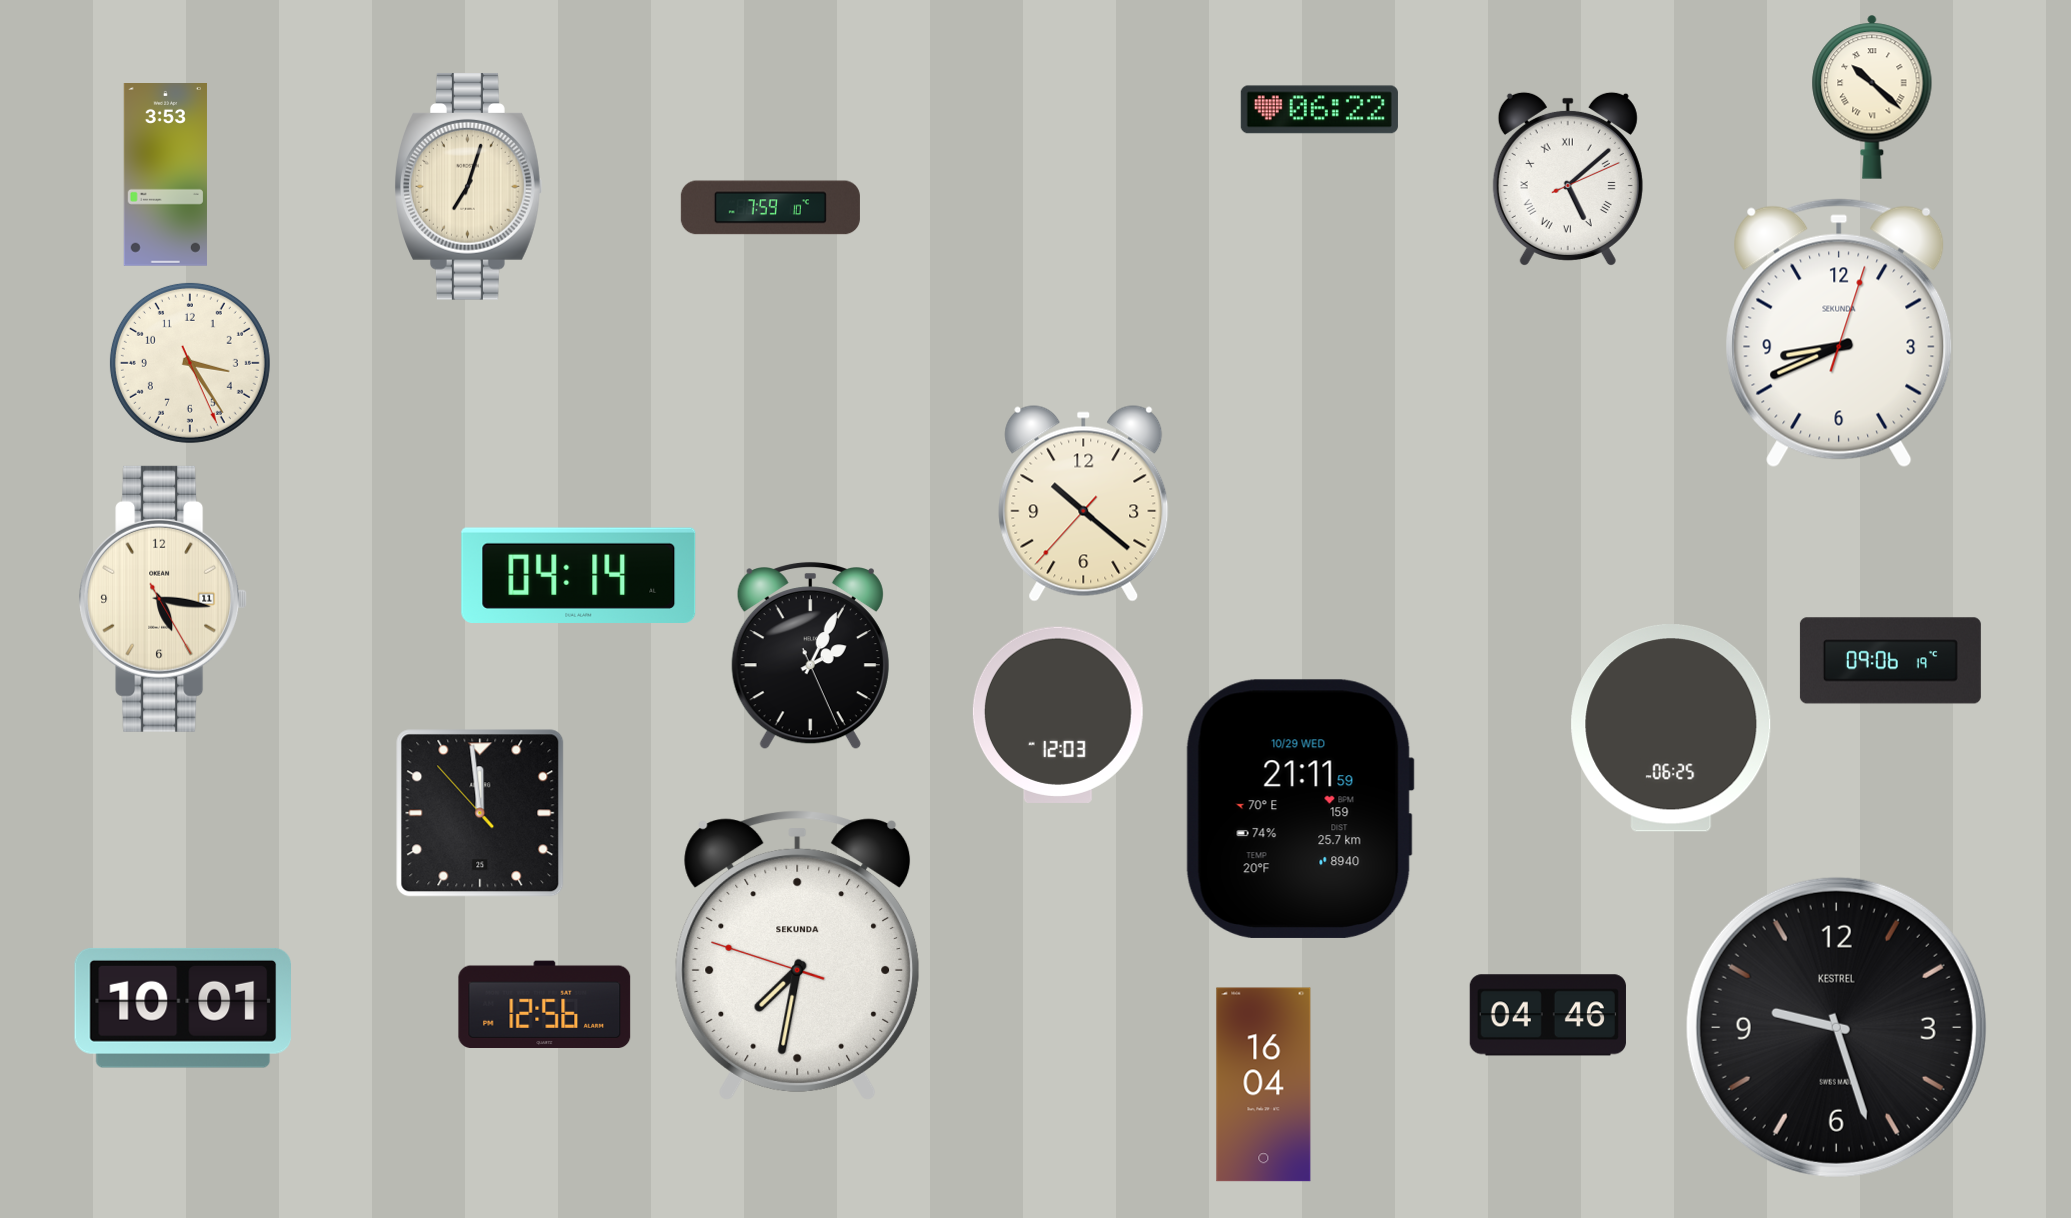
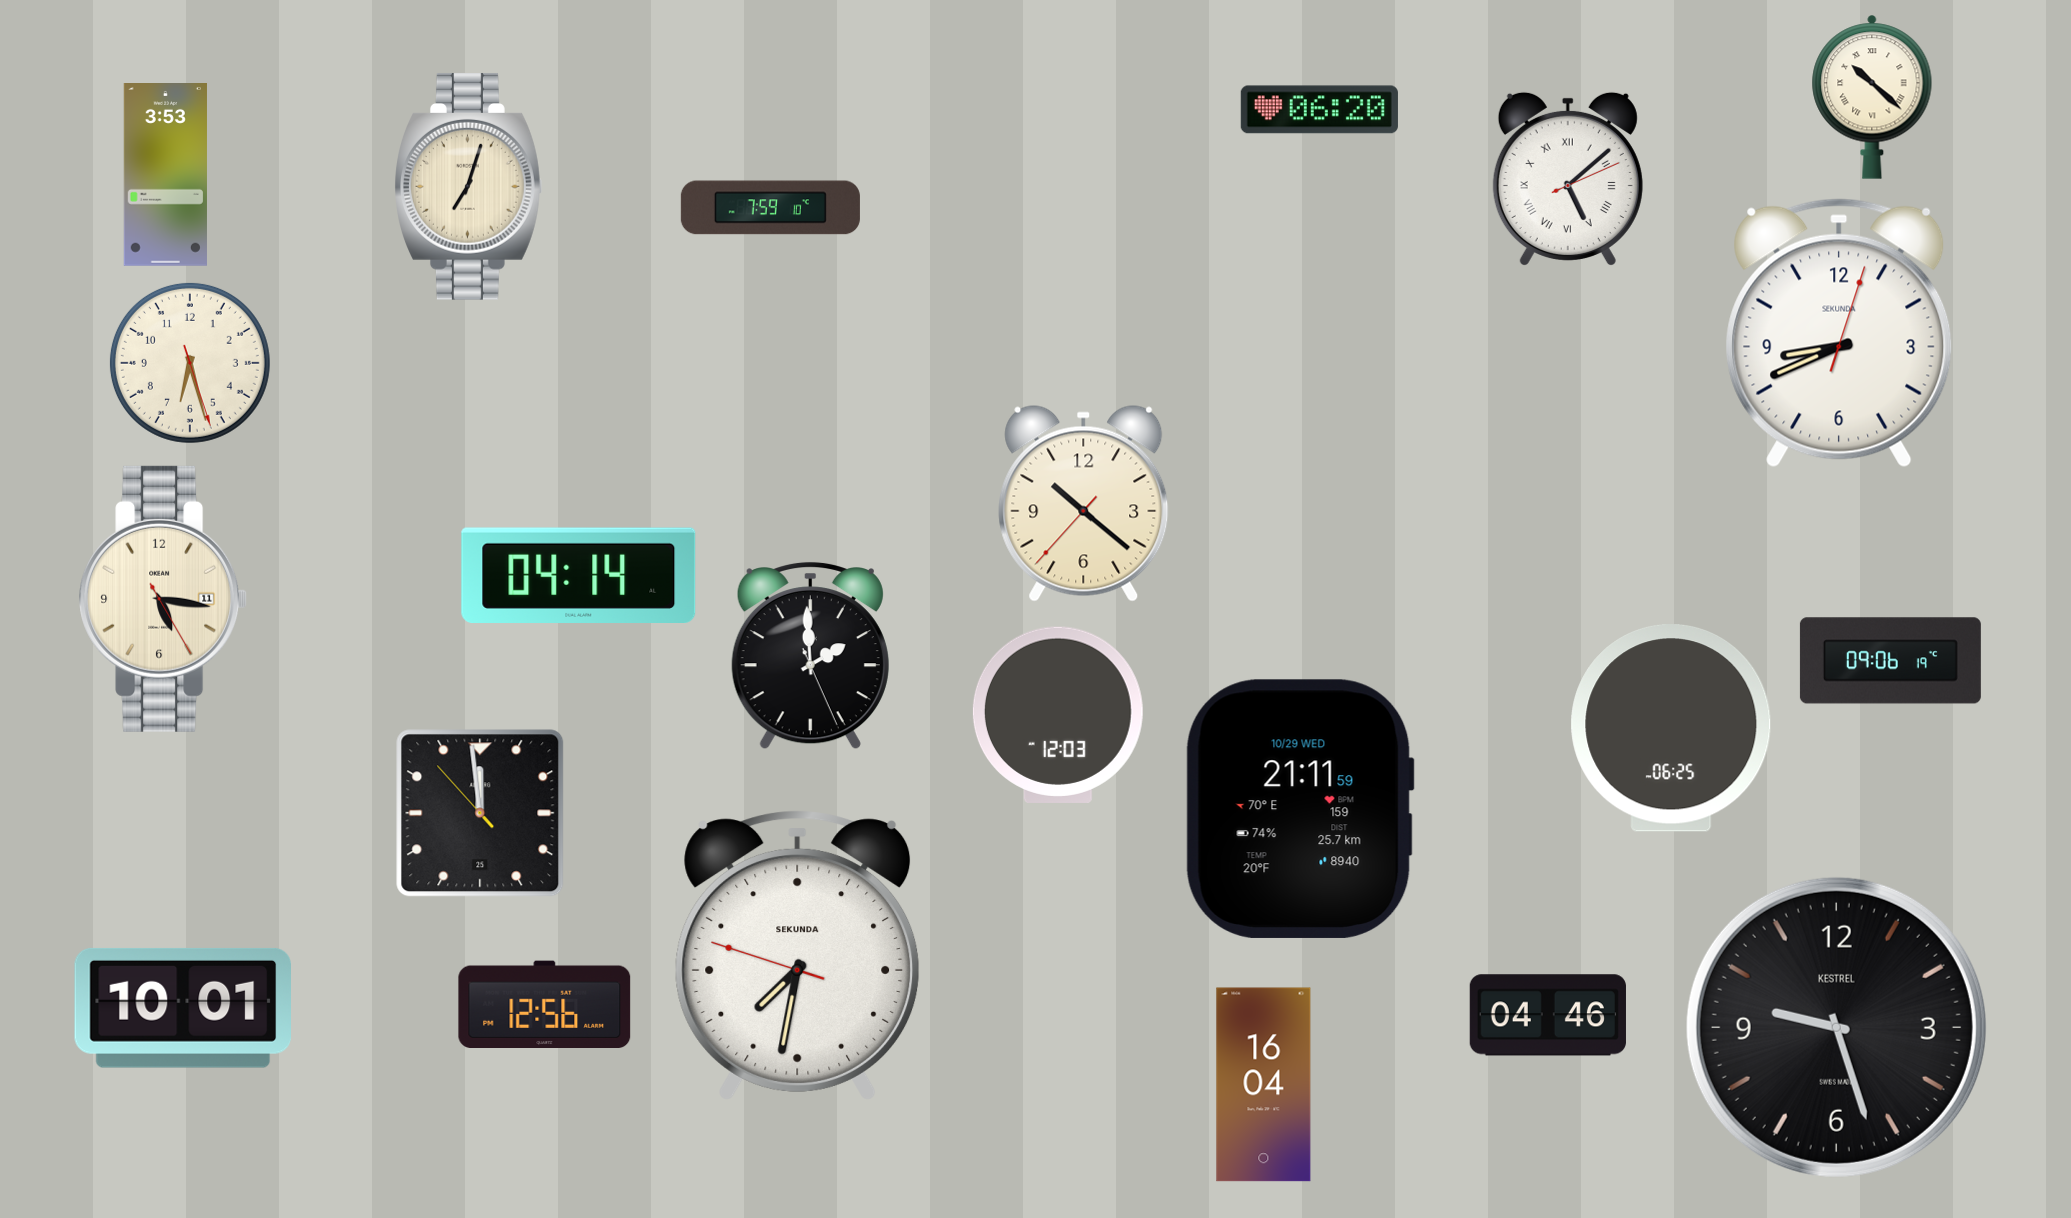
clock at (1319, 110): 06:22 -> 06:20
clock at (190, 363): 3:24 -> 6:27
clock at (810, 656): 2:04 -> 1:59
